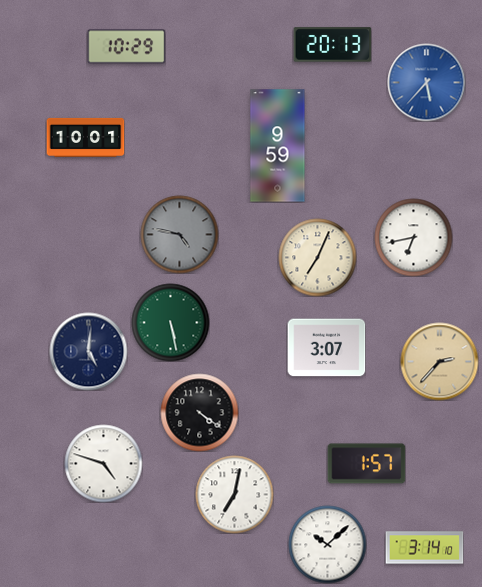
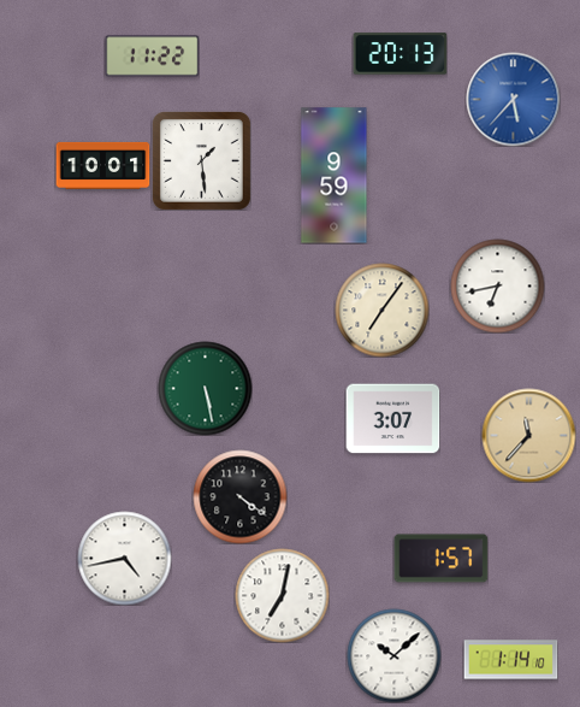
clock at (126, 47): 10:29 -> 11:22
clock at (201, 160): none -> 1:29
clock at (179, 234): 4:47 -> none
clock at (317, 257): 7:04 -> 7:06
clock at (88, 351): 5:01 -> none
clock at (439, 361): 2:37 -> 11:37
clock at (103, 463): 4:48 -> 4:43
clock at (424, 548): 3:14 -> 1:14
